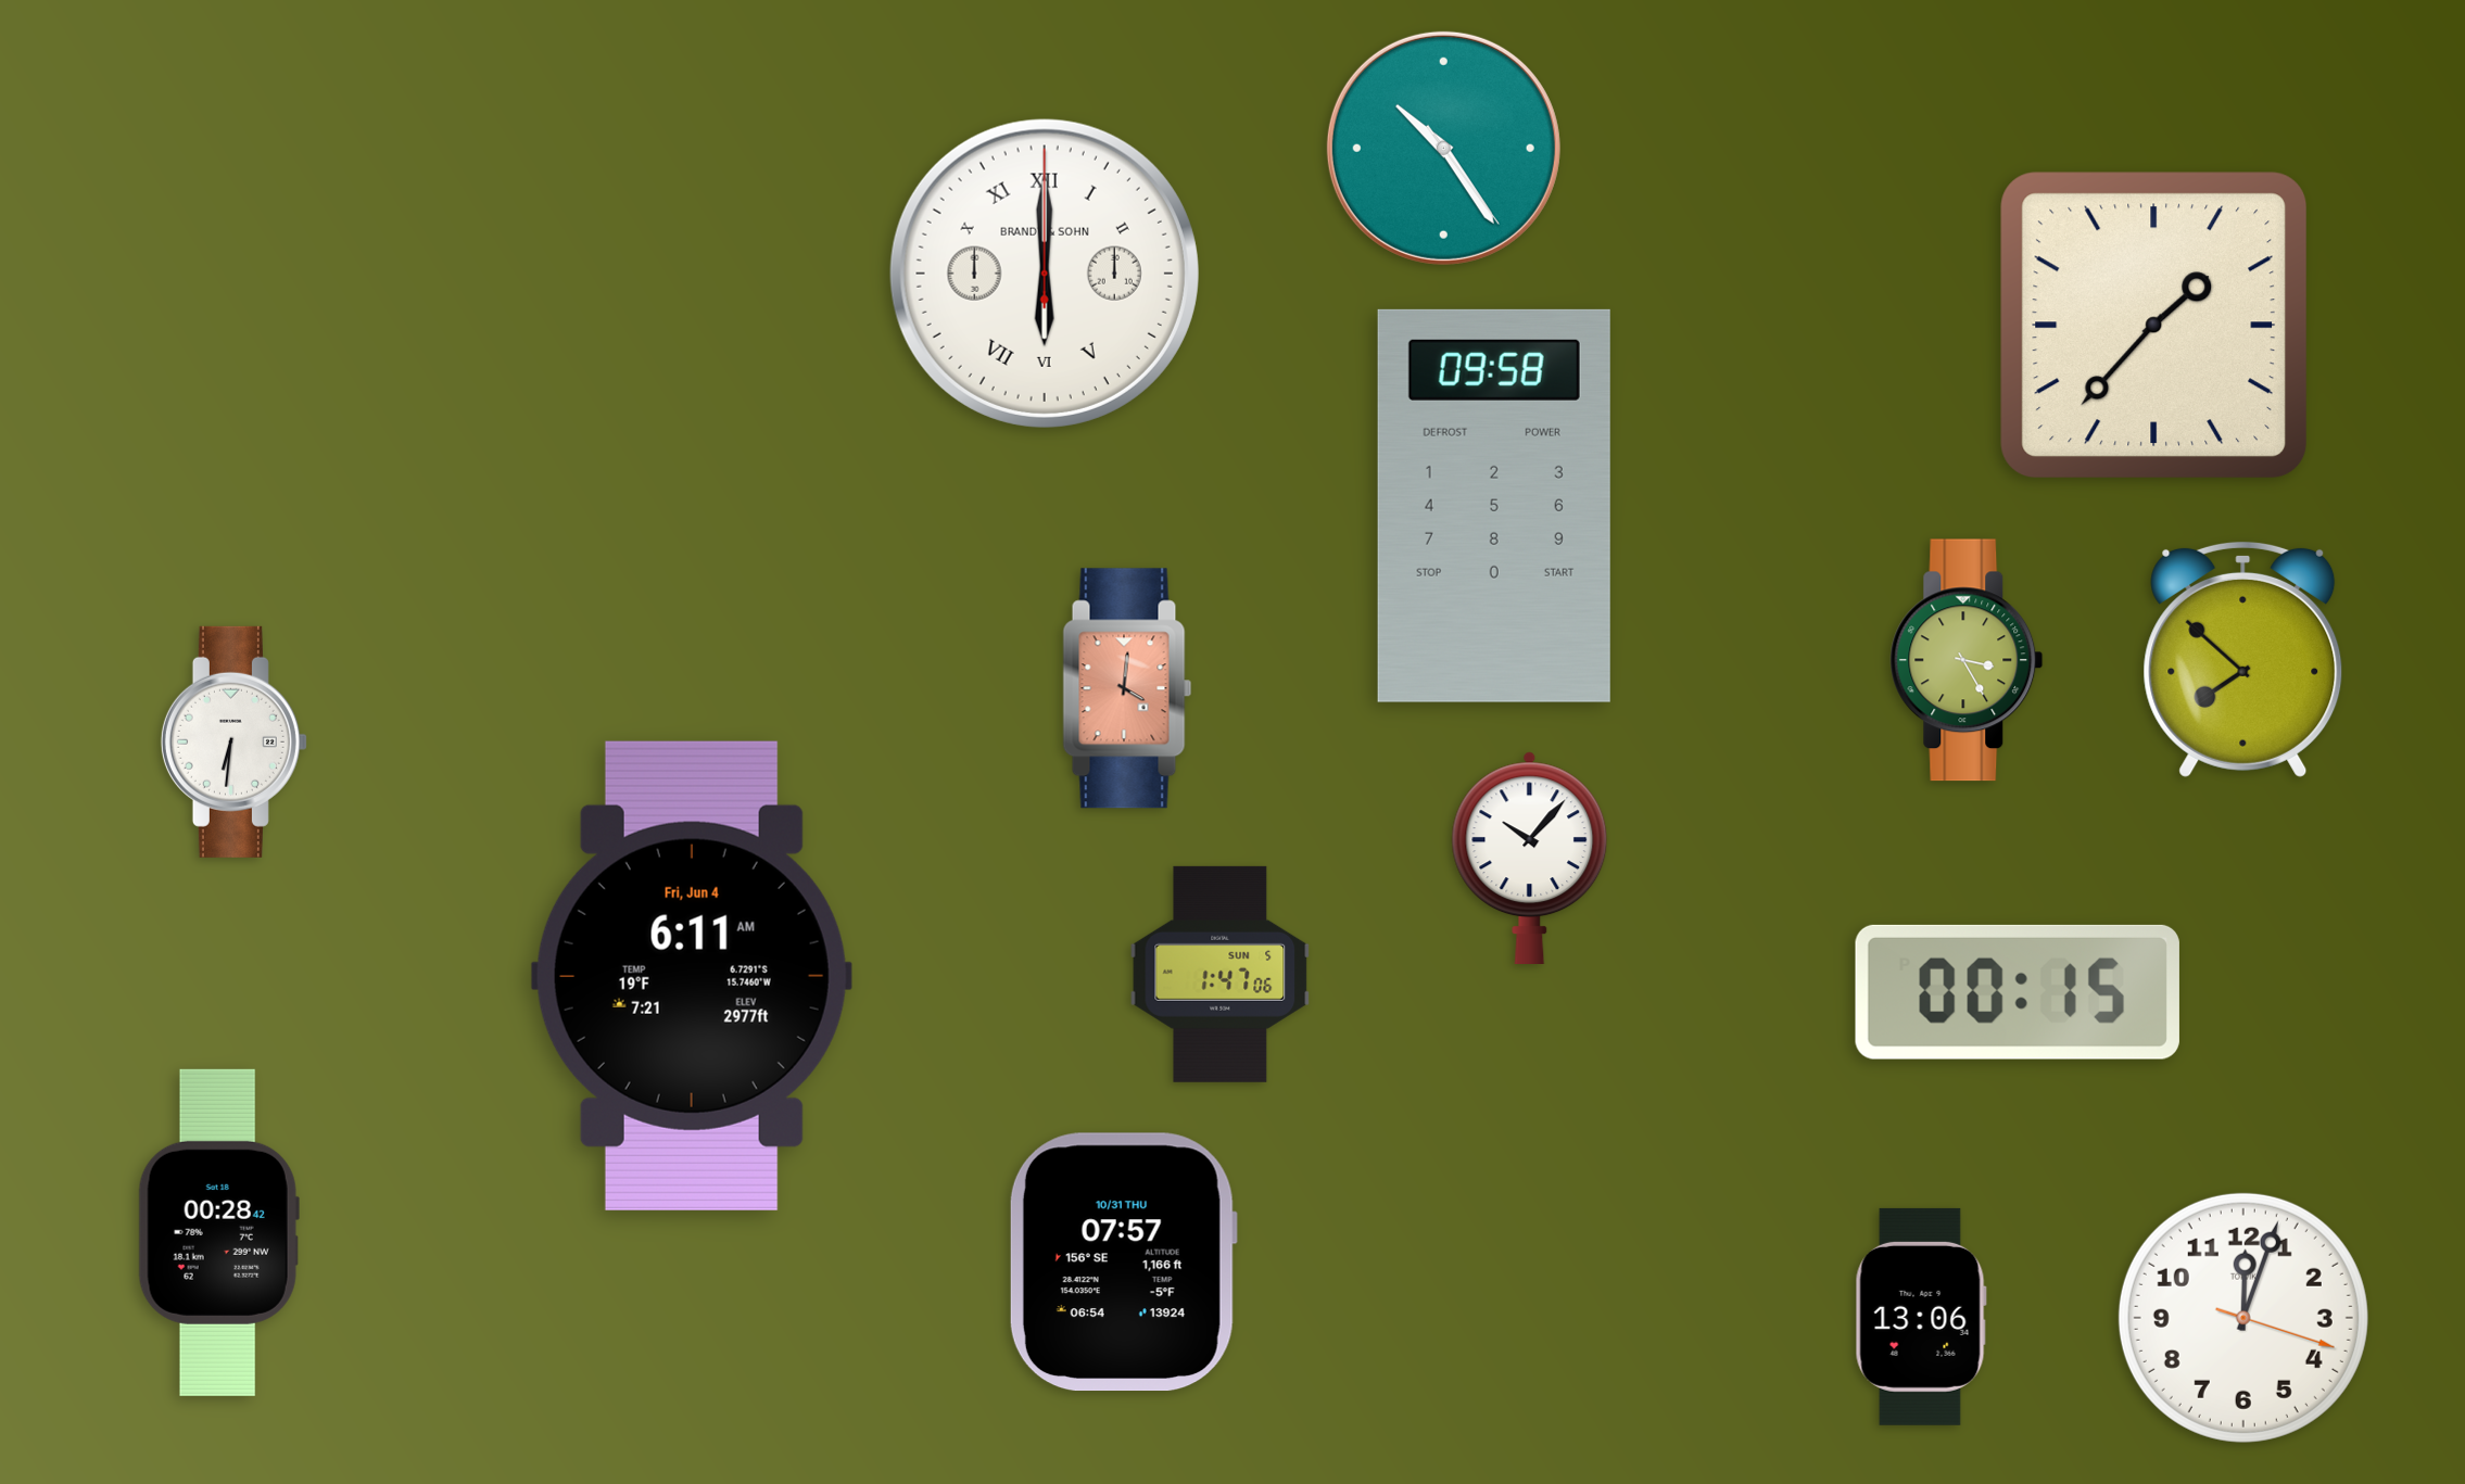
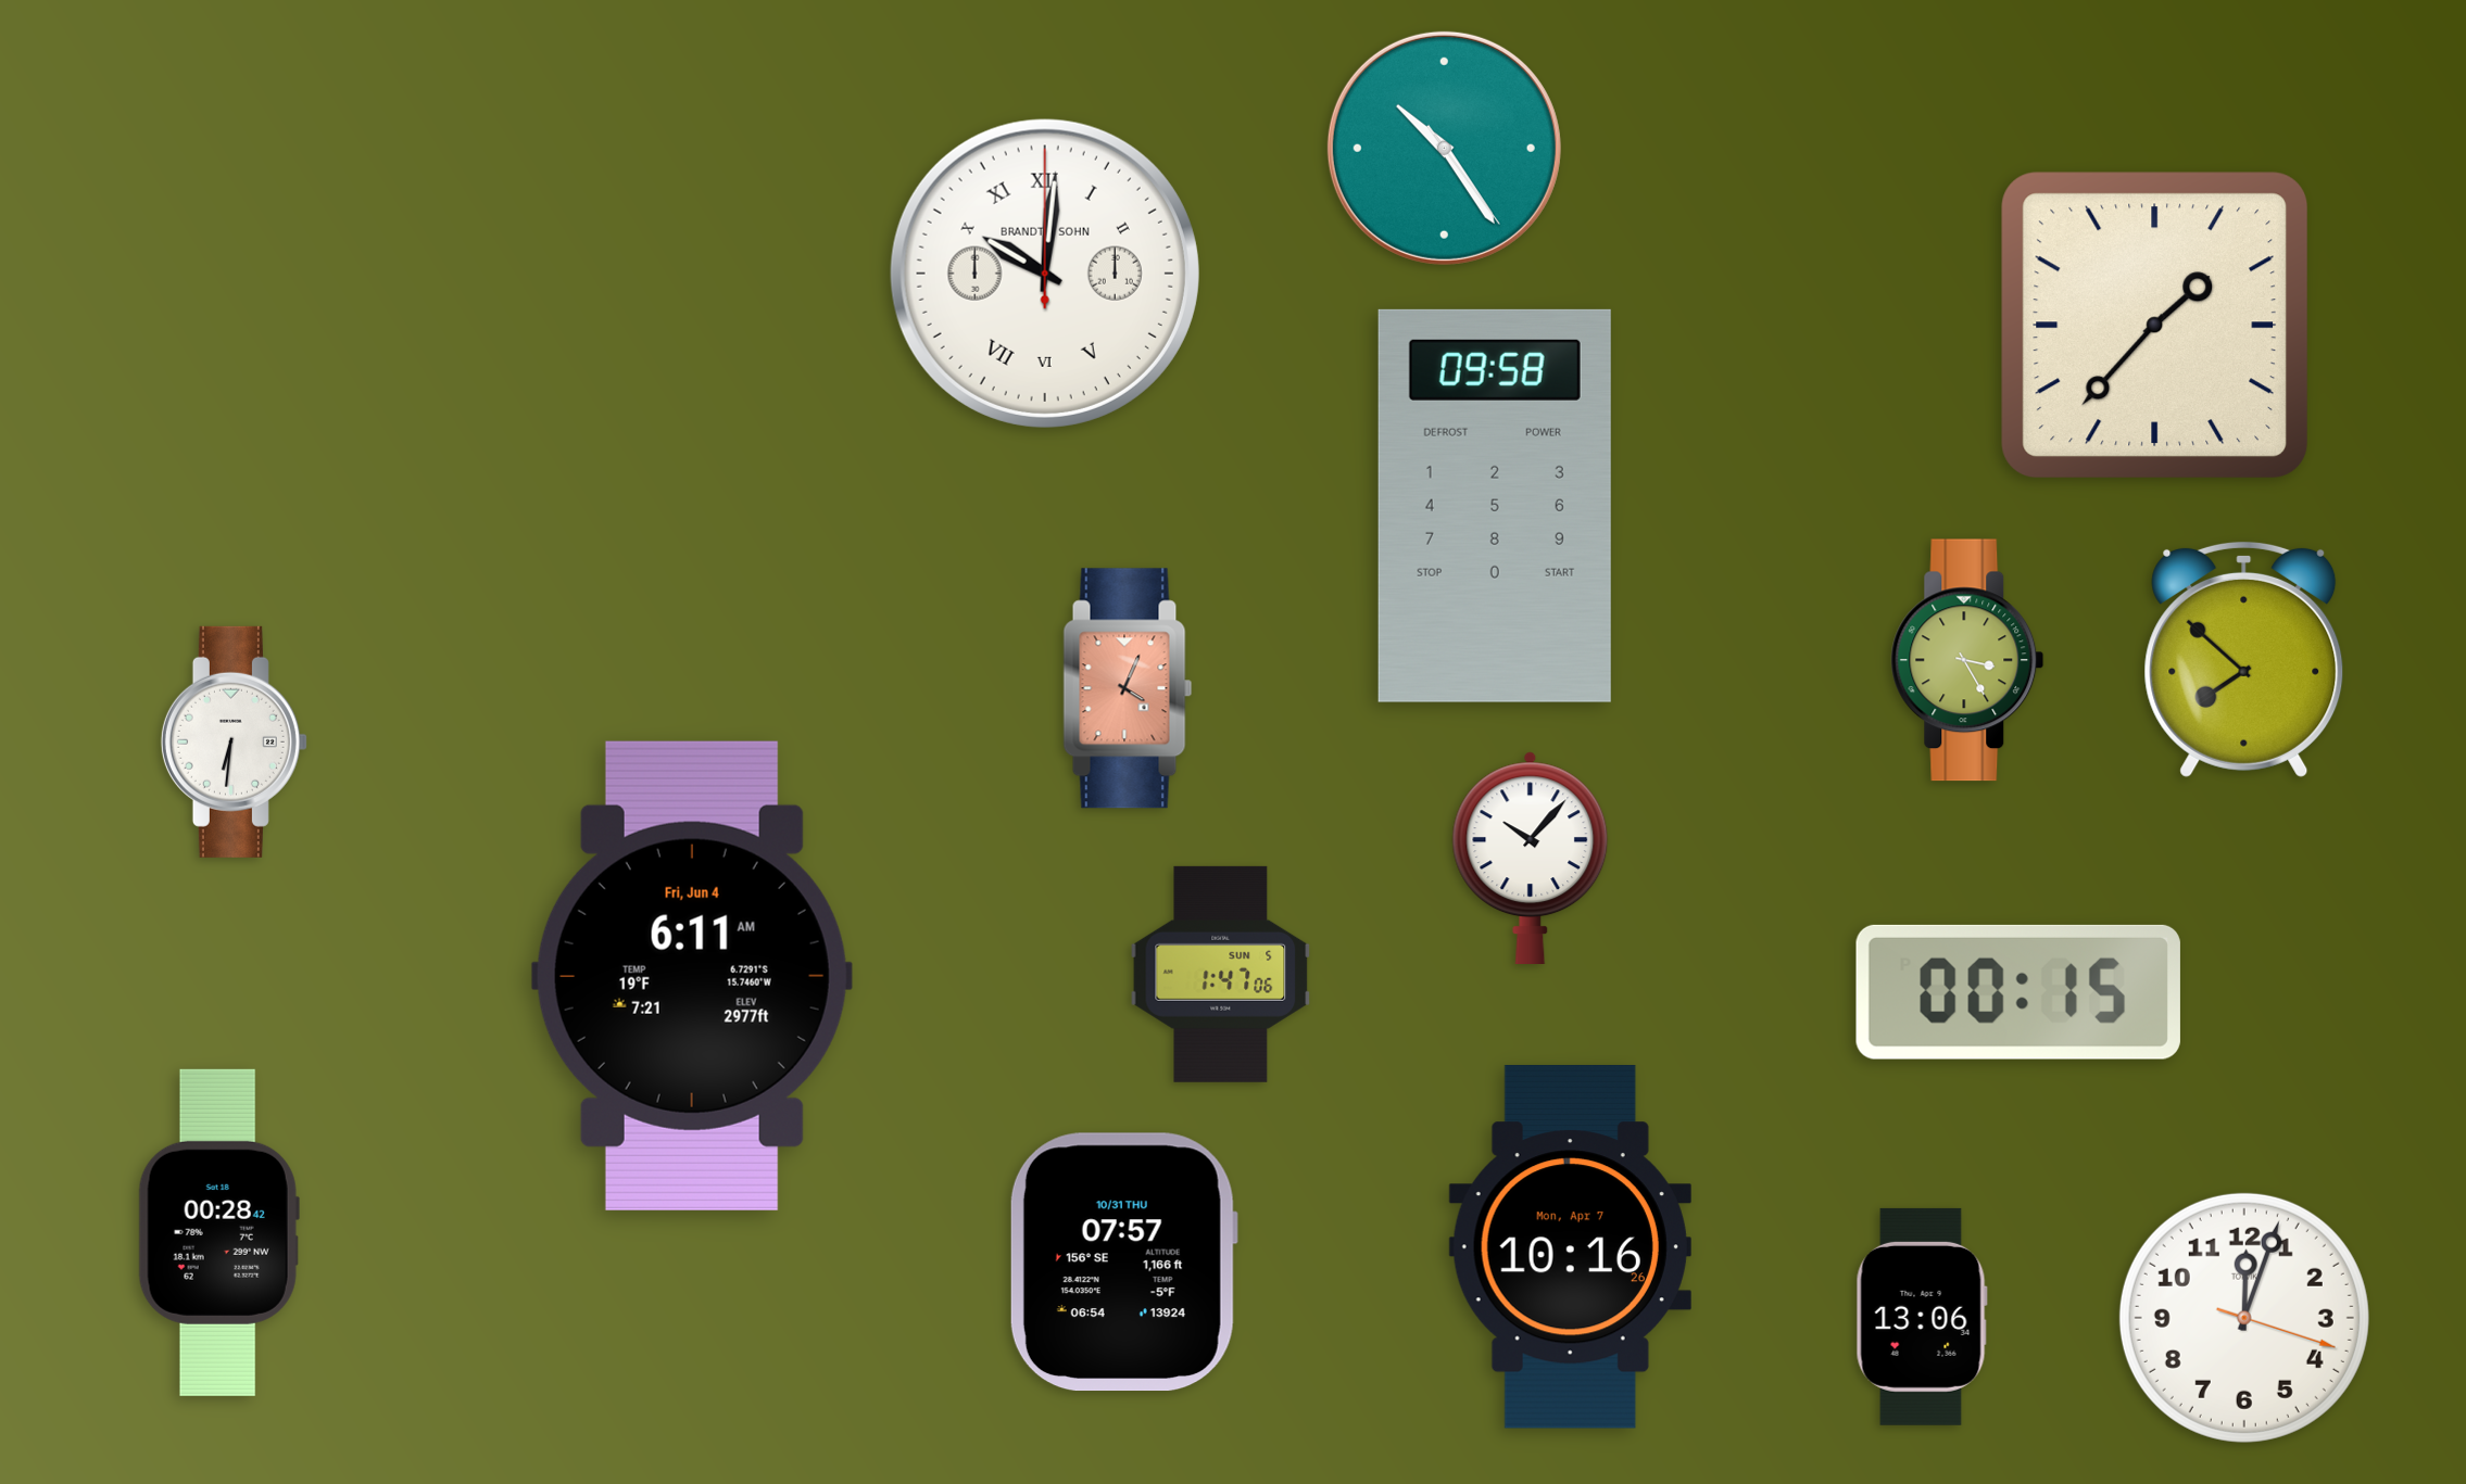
clock at (1045, 274): 6:00 -> 10:01
clock at (1127, 688): 4:01 -> 4:04
clock at (1570, 1246): none -> 10:16
